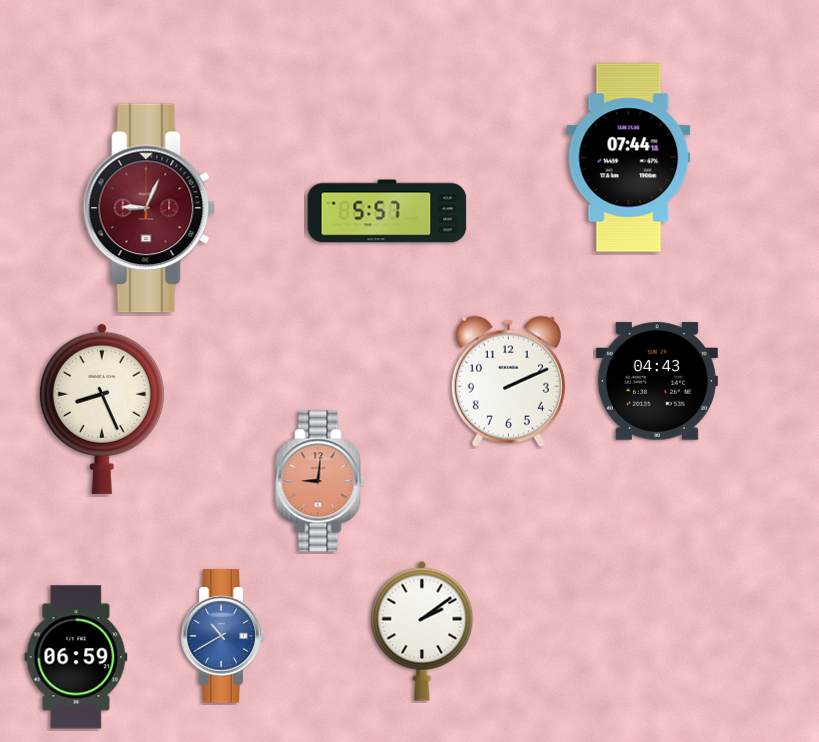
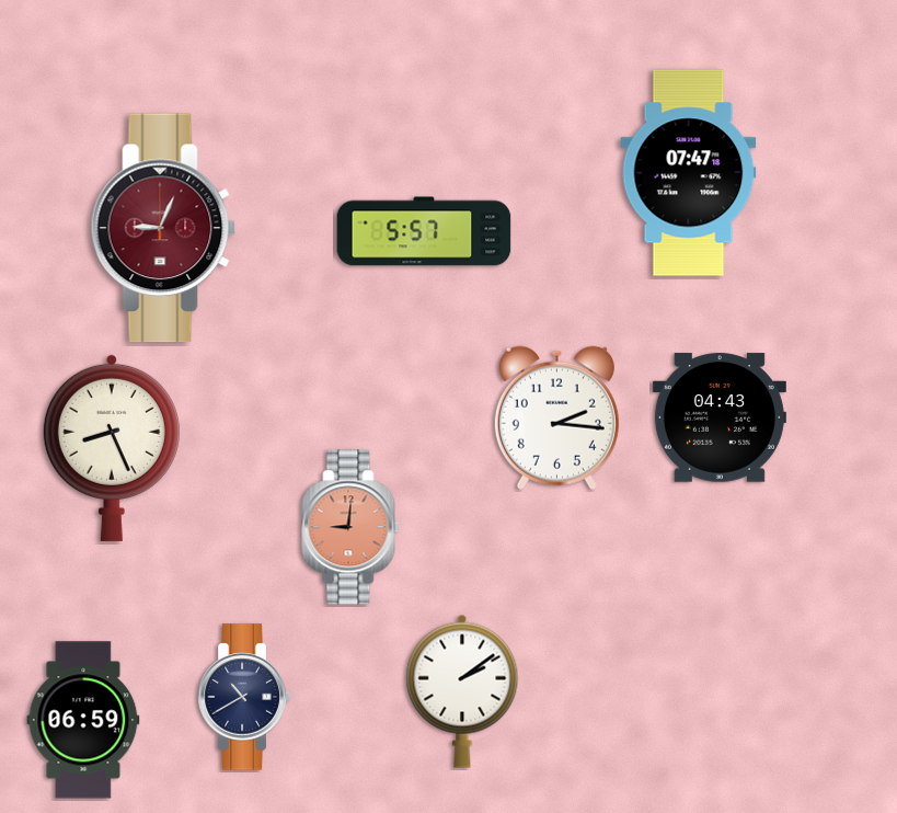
clock at (629, 158): 07:44 -> 07:47
clock at (508, 381): 2:11 -> 2:16
clock at (223, 636) dial: blue -> navy
